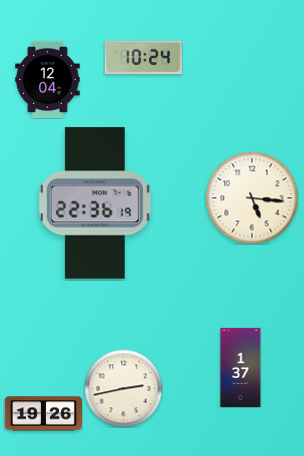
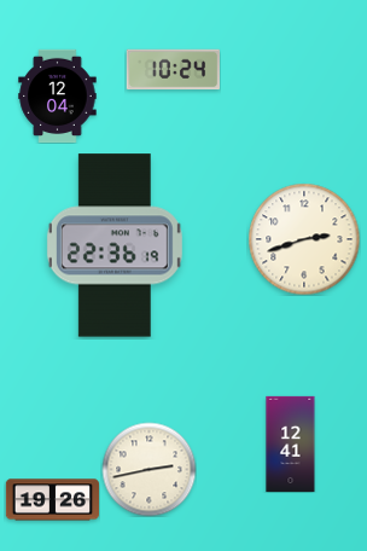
clock at (252, 198): 5:16 -> 2:42
clock at (241, 367): 1:37 -> 12:41
